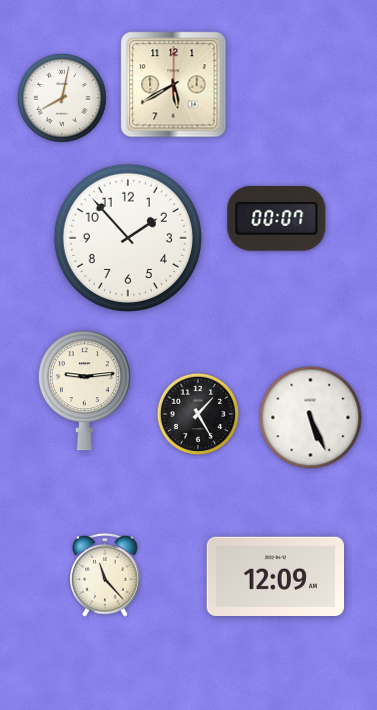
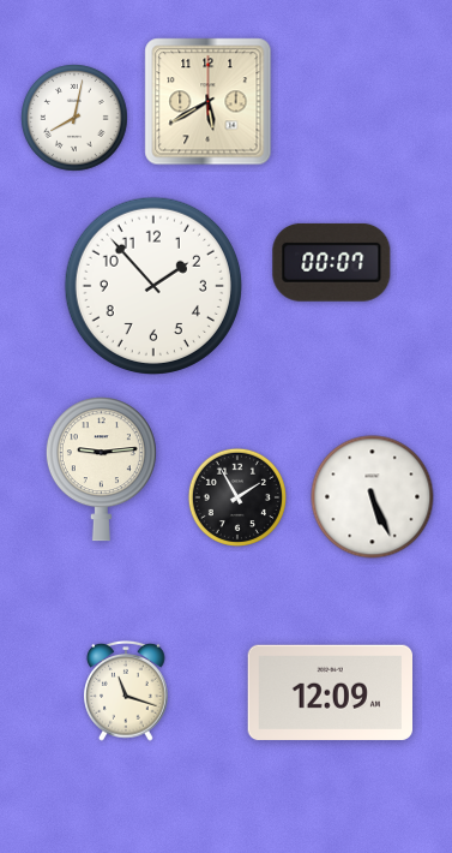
clock at (197, 413): 1:25 -> 1:55
clock at (311, 418) position: (311, 418) -> (373, 497)
clock at (105, 576): 11:23 -> 11:18
